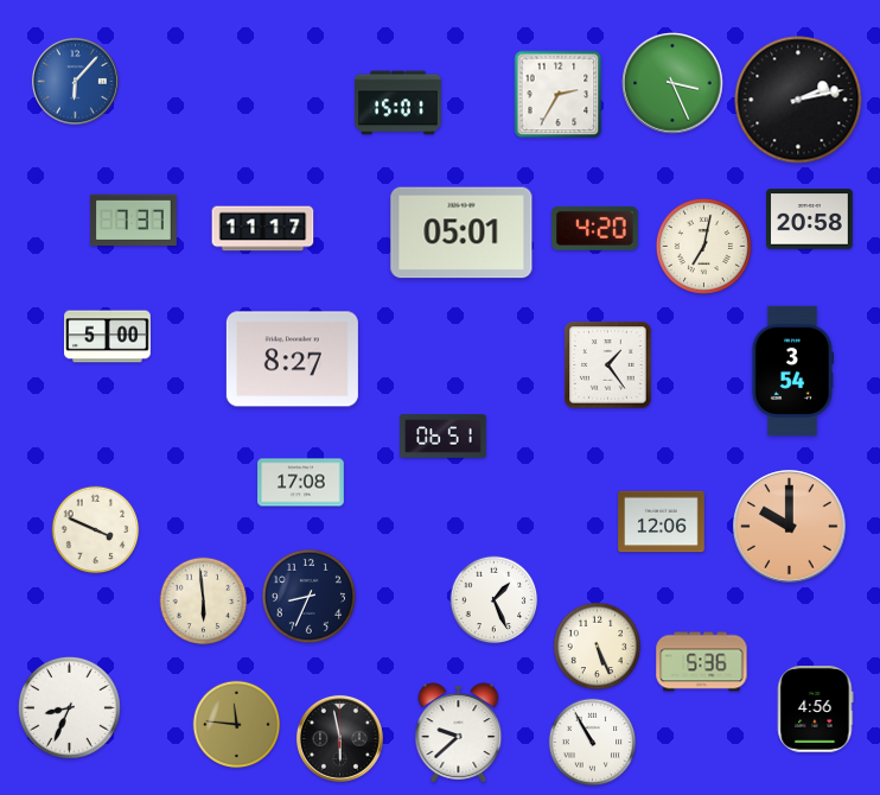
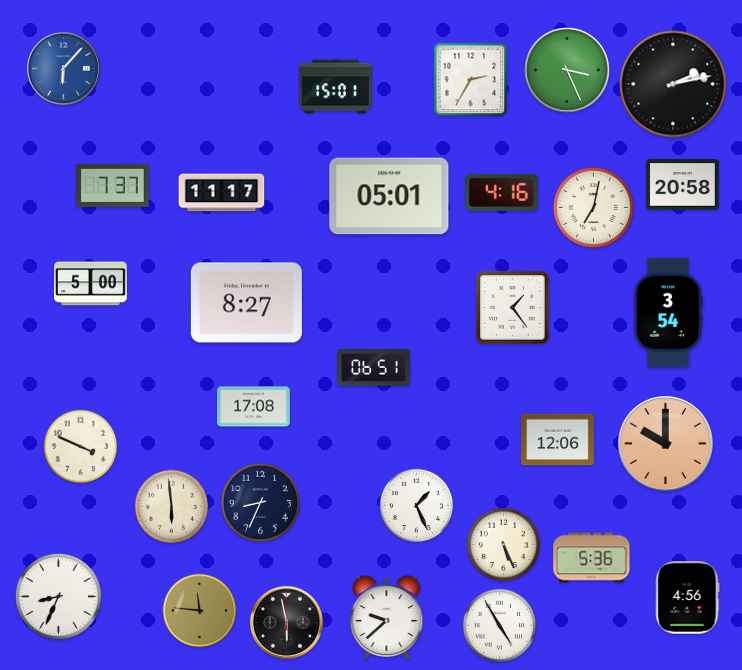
clock at (595, 228): 4:20 -> 4:16
clock at (593, 743): 10:55 -> 4:55
